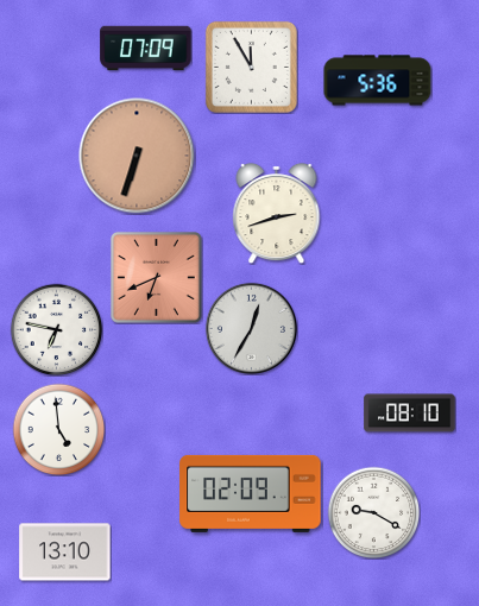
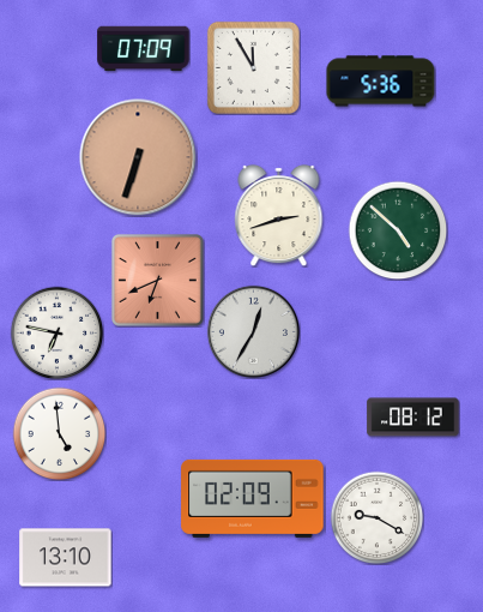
clock at (146, 49) position: (146, 49) -> (144, 49)
clock at (398, 230): none -> 4:52
clock at (410, 414): 08:10 -> 08:12
